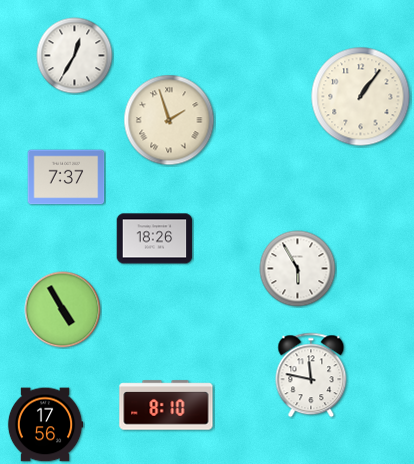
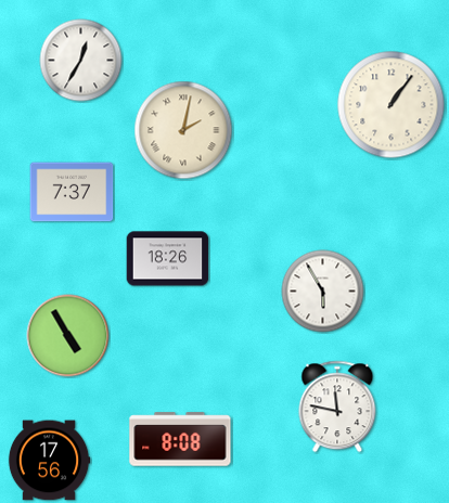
clock at (169, 120): 1:57 -> 2:02
clock at (166, 405): 8:10 -> 8:08
